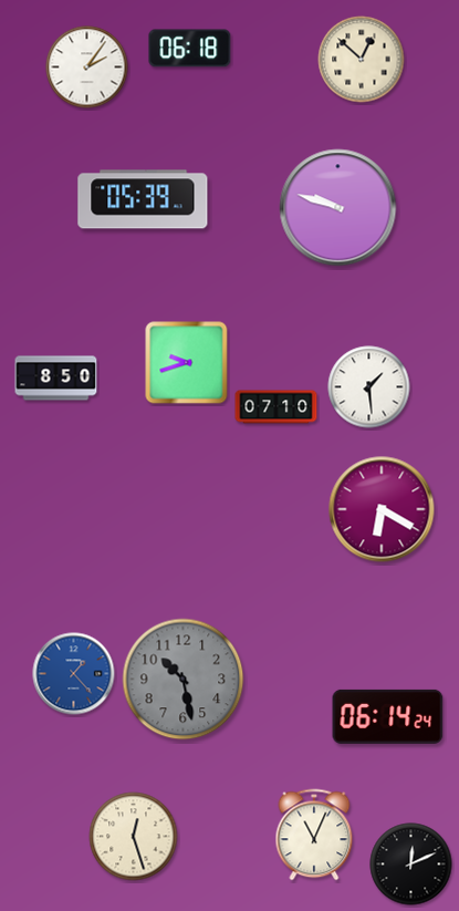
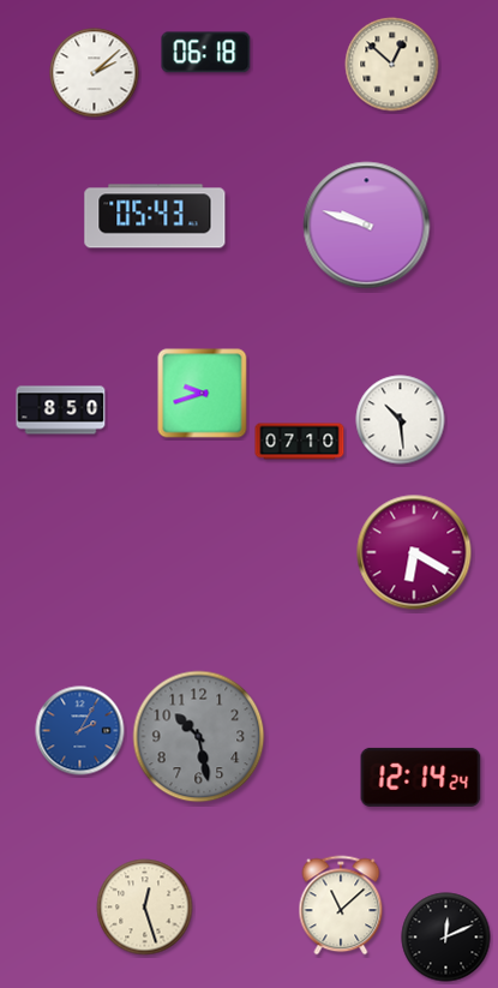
clock at (87, 68): 2:06 -> 2:08
clock at (143, 199): 05:39 -> 05:43
clock at (369, 387): 1:29 -> 10:29
clock at (74, 674): 1:23 -> 2:05
clock at (388, 716): 06:14 -> 12:14
clock at (314, 835): 11:04 -> 11:08
